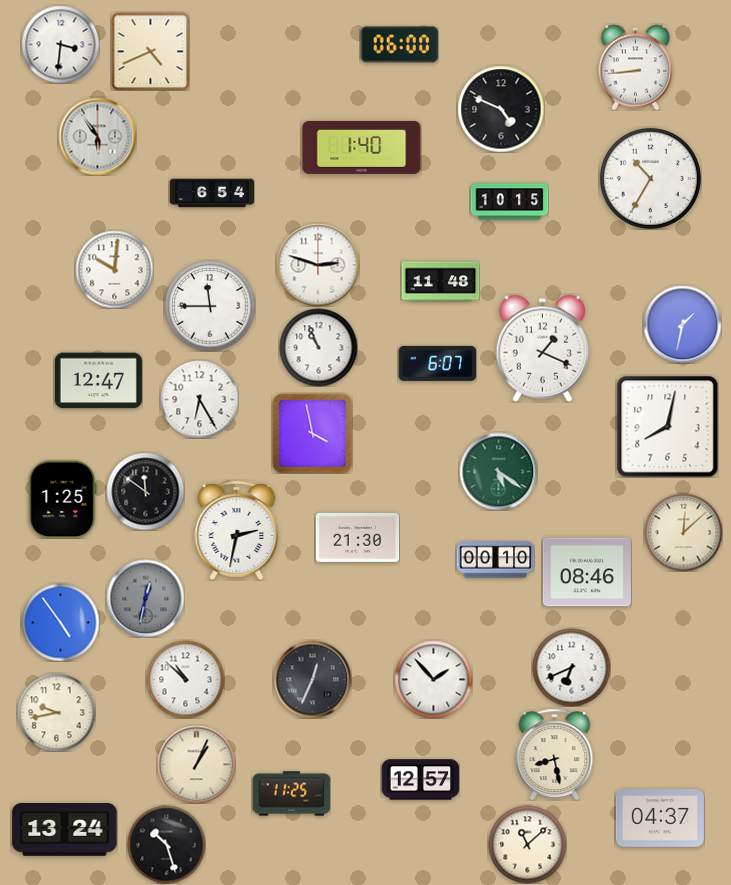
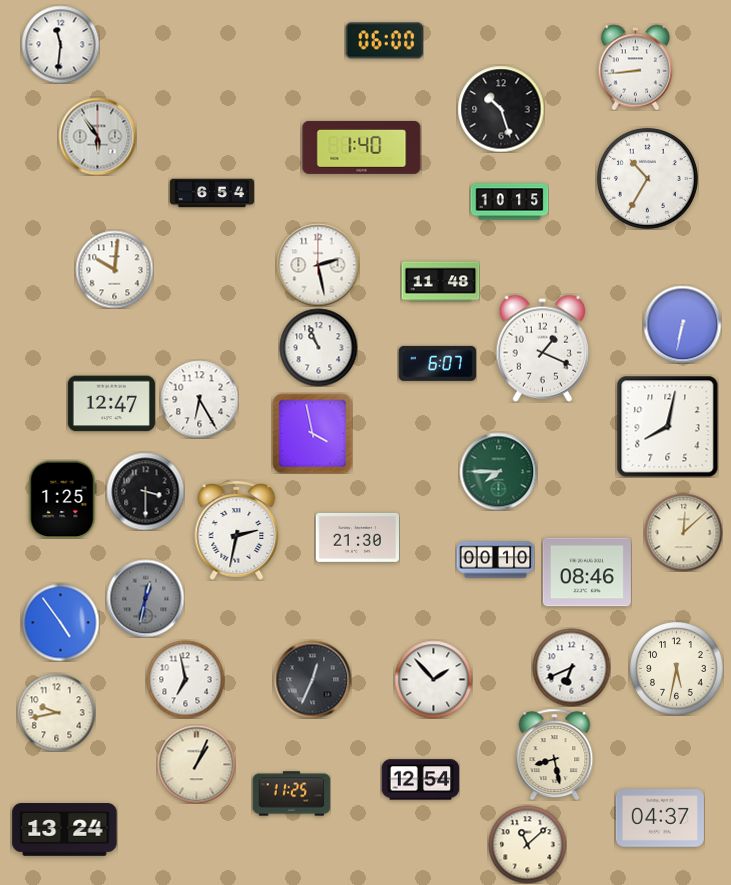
clock at (60, 44): 3:31 -> 11:31
clock at (399, 45) position: (399, 45) -> (384, 41)
clock at (150, 51): 4:41 -> none
clock at (501, 109): 4:49 -> 10:27
clock at (650, 178) position: (650, 178) -> (647, 178)
clock at (318, 265): 2:48 -> 2:28
clock at (210, 306): 11:45 -> none
clock at (682, 324): 1:32 -> 6:32
clock at (98, 381) position: (98, 381) -> (111, 404)
clock at (498, 471): 5:21 -> 7:45
clock at (145, 491): 11:51 -> 3:30
clock at (676, 668): none -> 5:32
clock at (185, 679): 10:52 -> 6:58
clock at (420, 780): 12:57 -> 12:54
clock at (166, 844): 10:27 -> none
